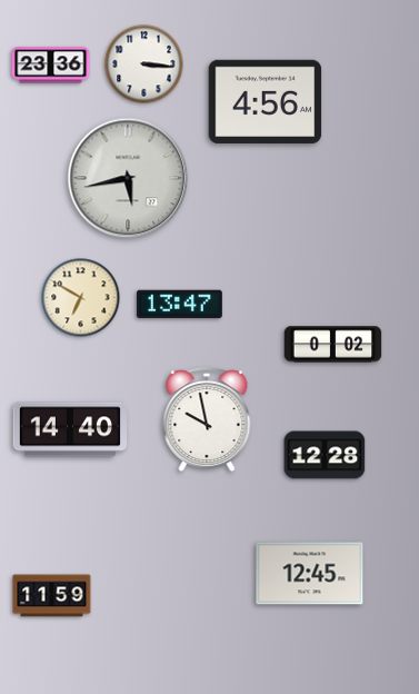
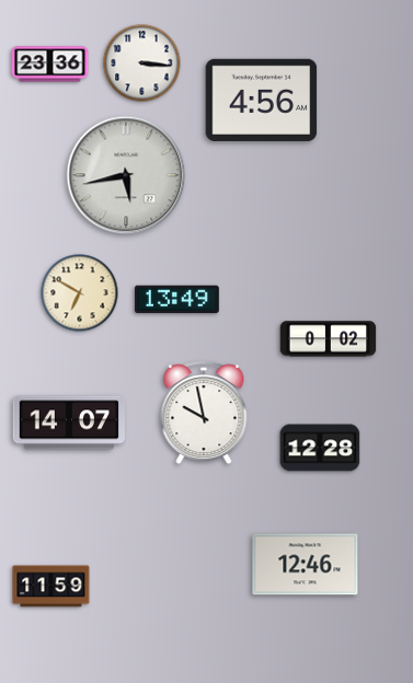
clock at (179, 305): 13:47 -> 13:49
clock at (70, 429): 14:40 -> 14:07
clock at (310, 574): 12:45 -> 12:46
